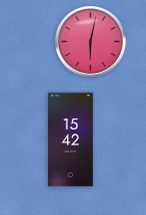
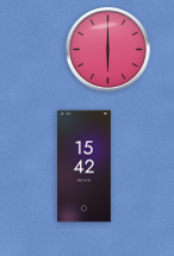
clock at (91, 42): 6:02 -> 6:00
